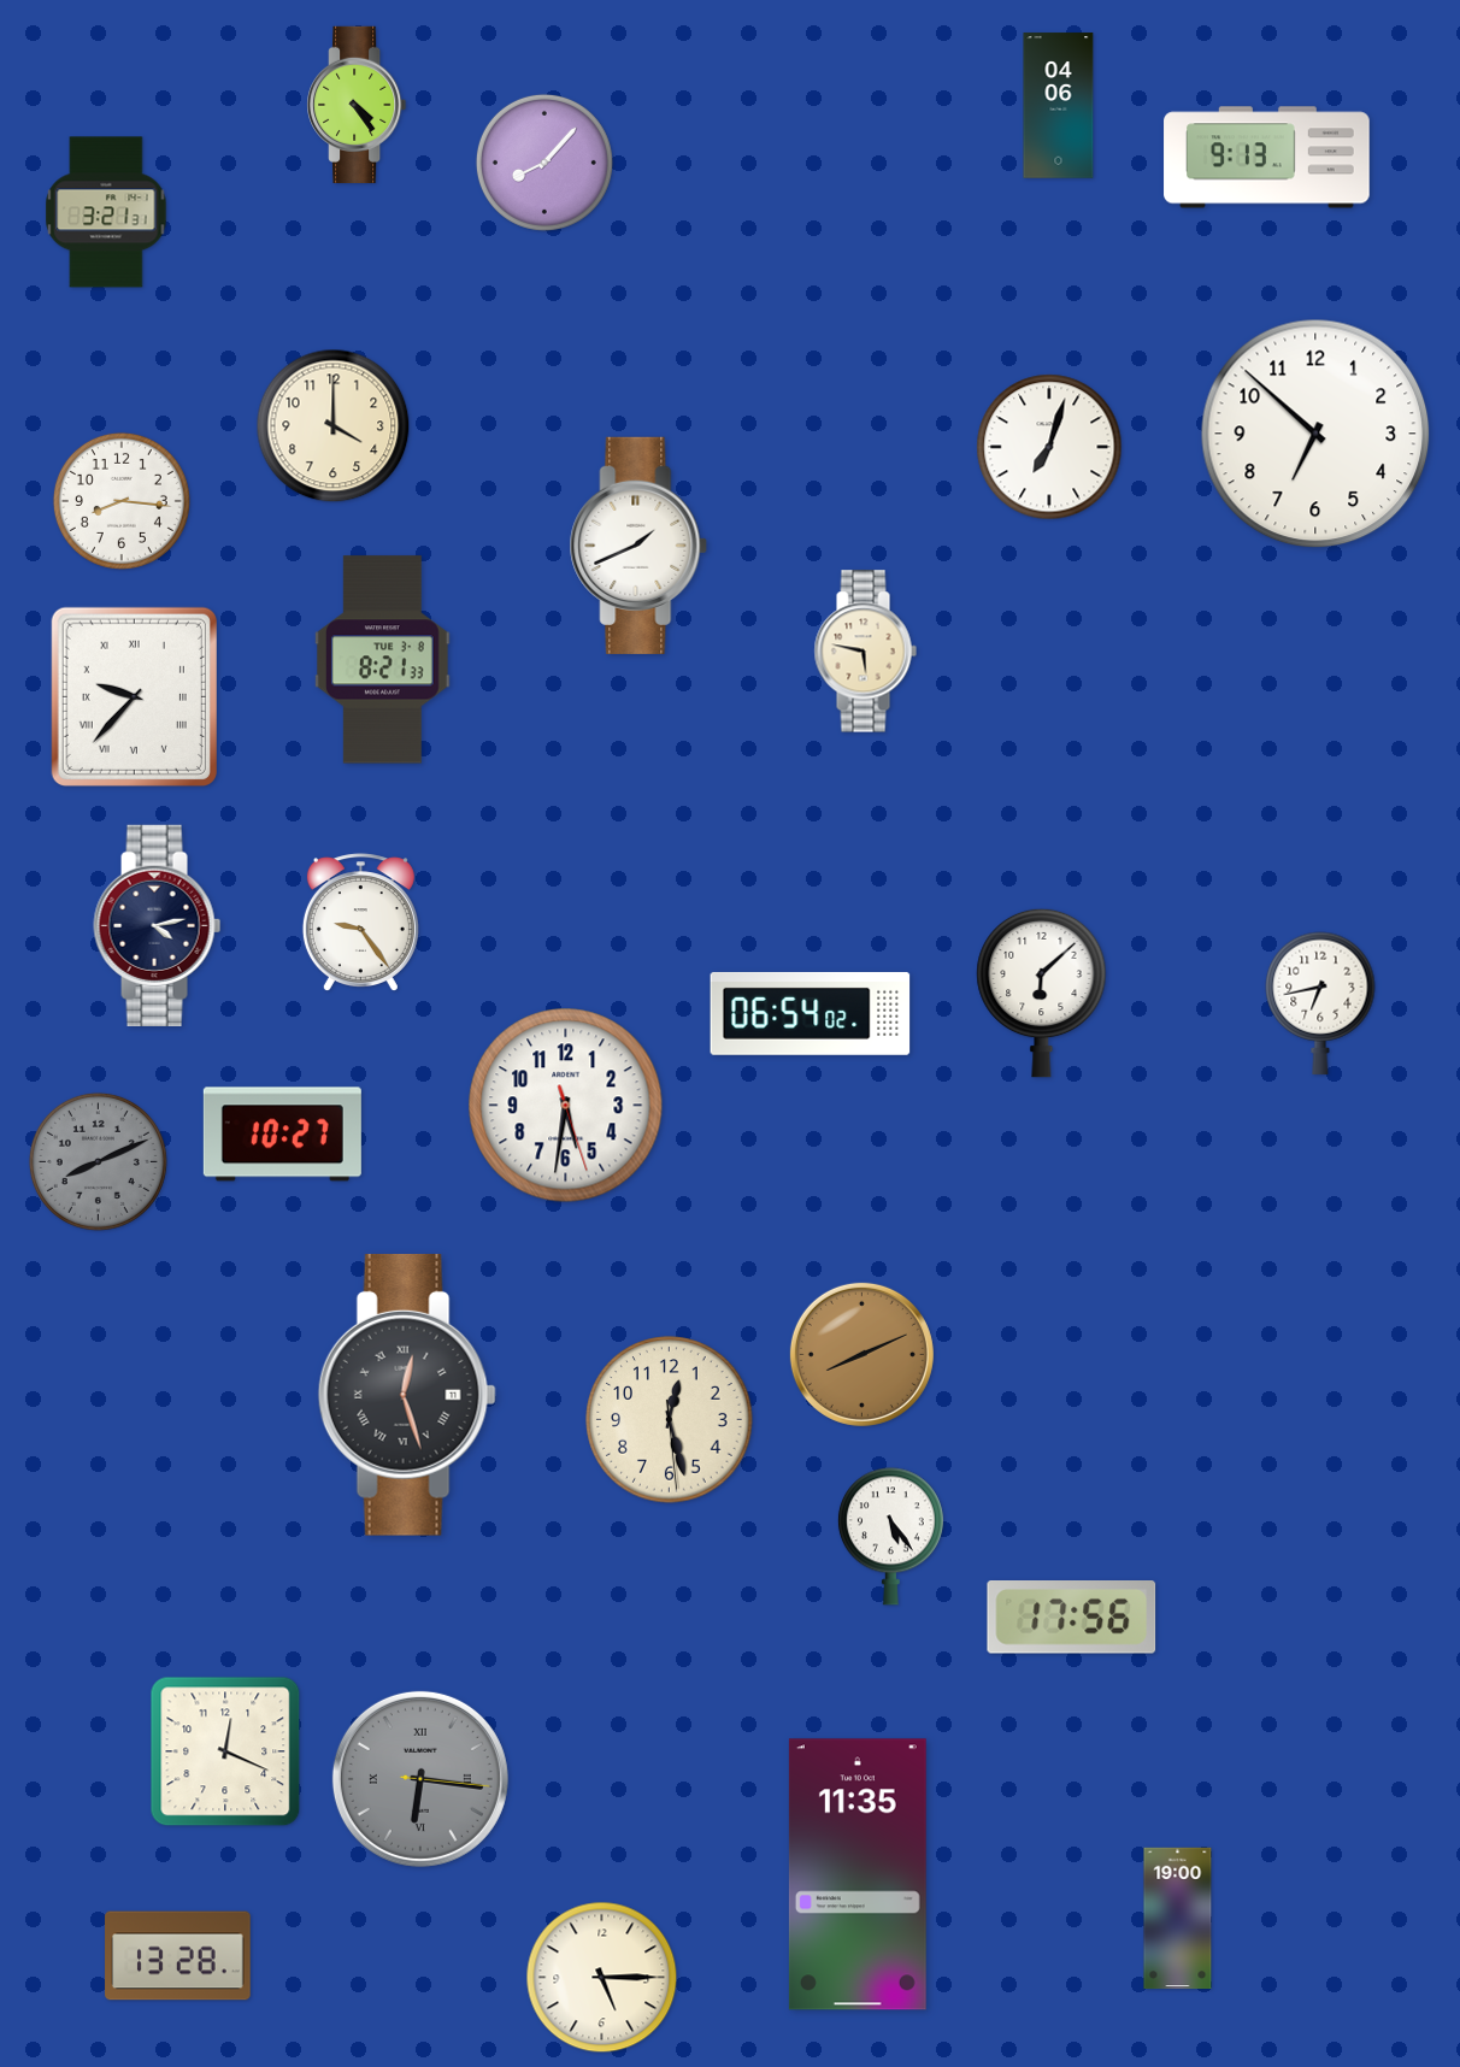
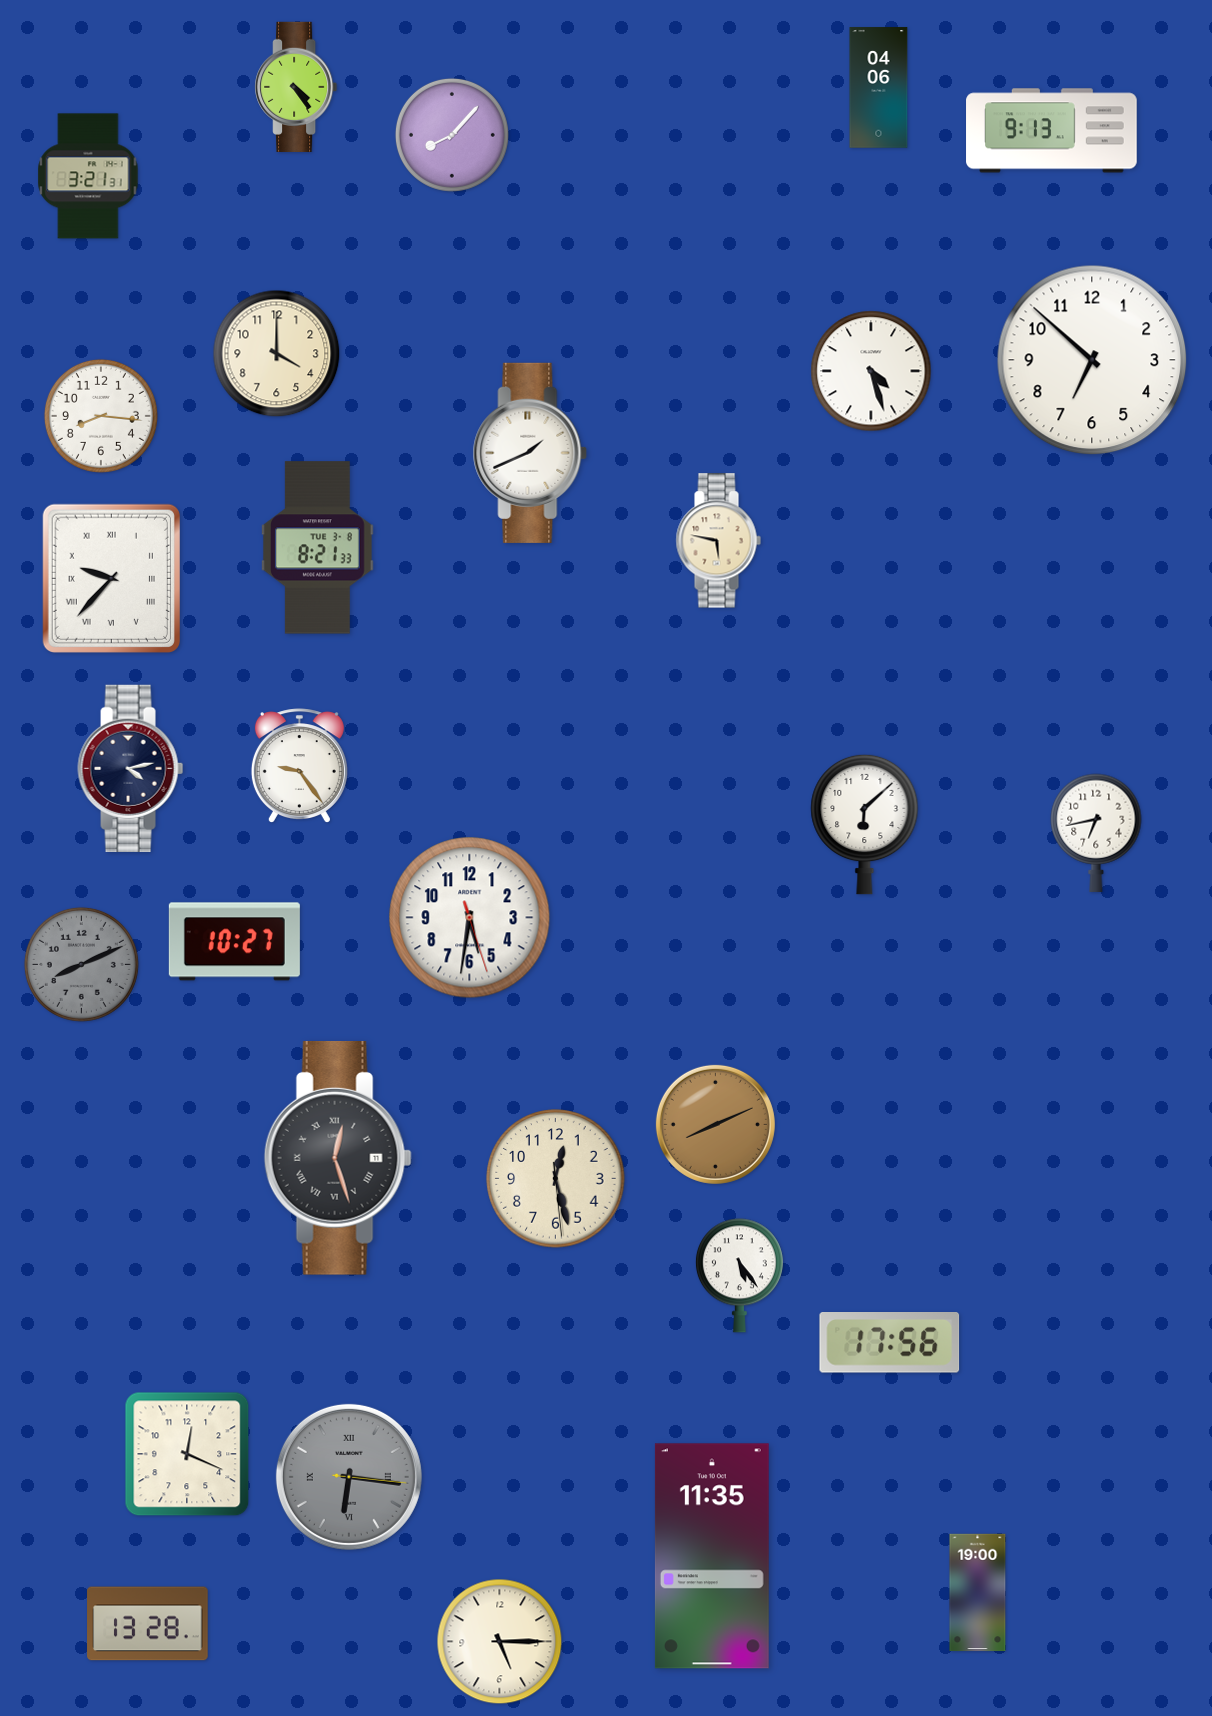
clock at (1049, 447): 7:03 -> 4:27
clock at (811, 1013): 06:54 -> none
